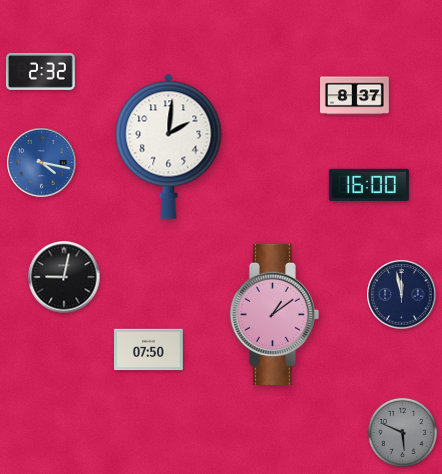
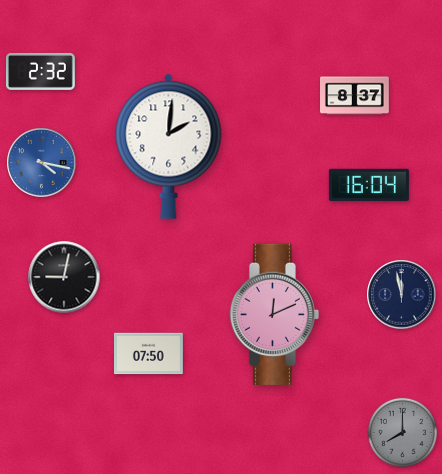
clock at (369, 184): 16:00 -> 16:04
clock at (274, 314): 1:09 -> 12:11
clock at (149, 350) position: (149, 350) -> (149, 354)
clock at (402, 432): 5:49 -> 8:00
